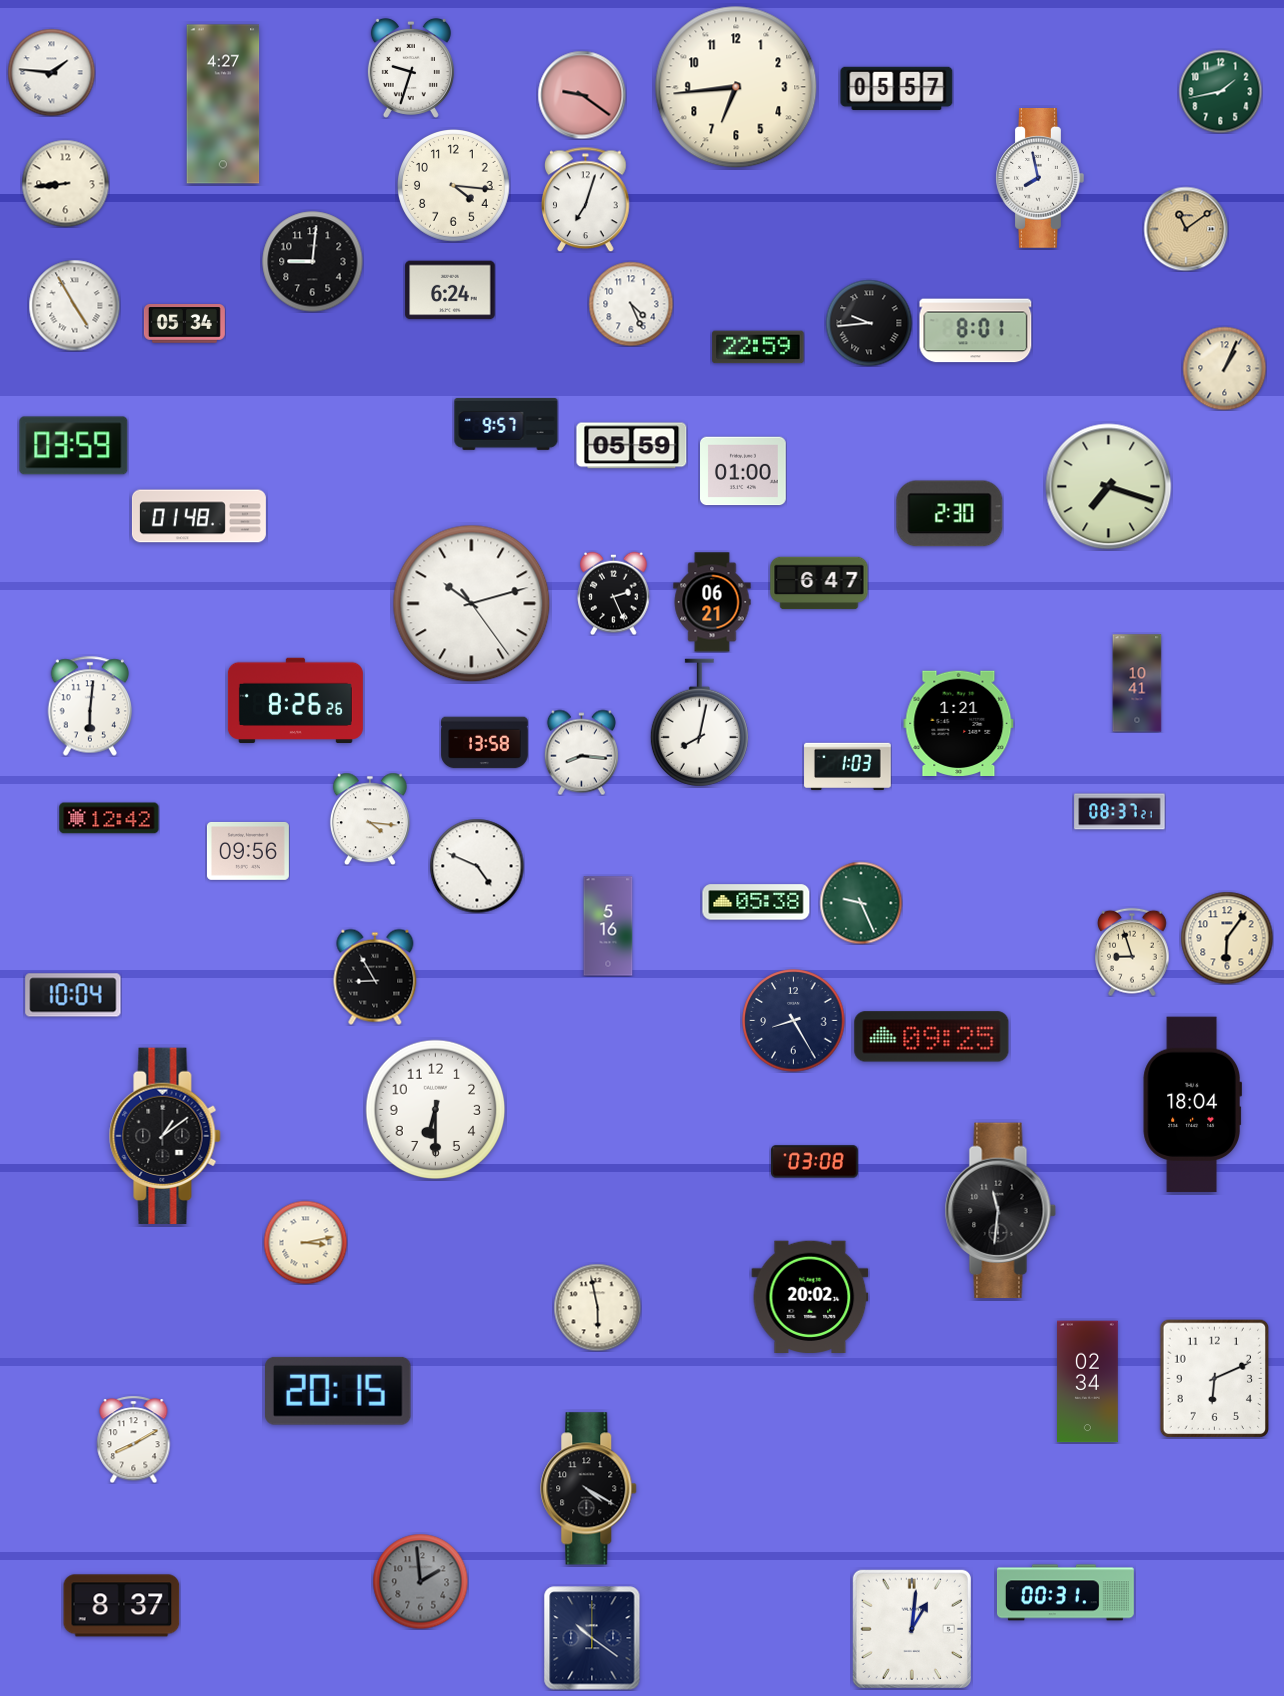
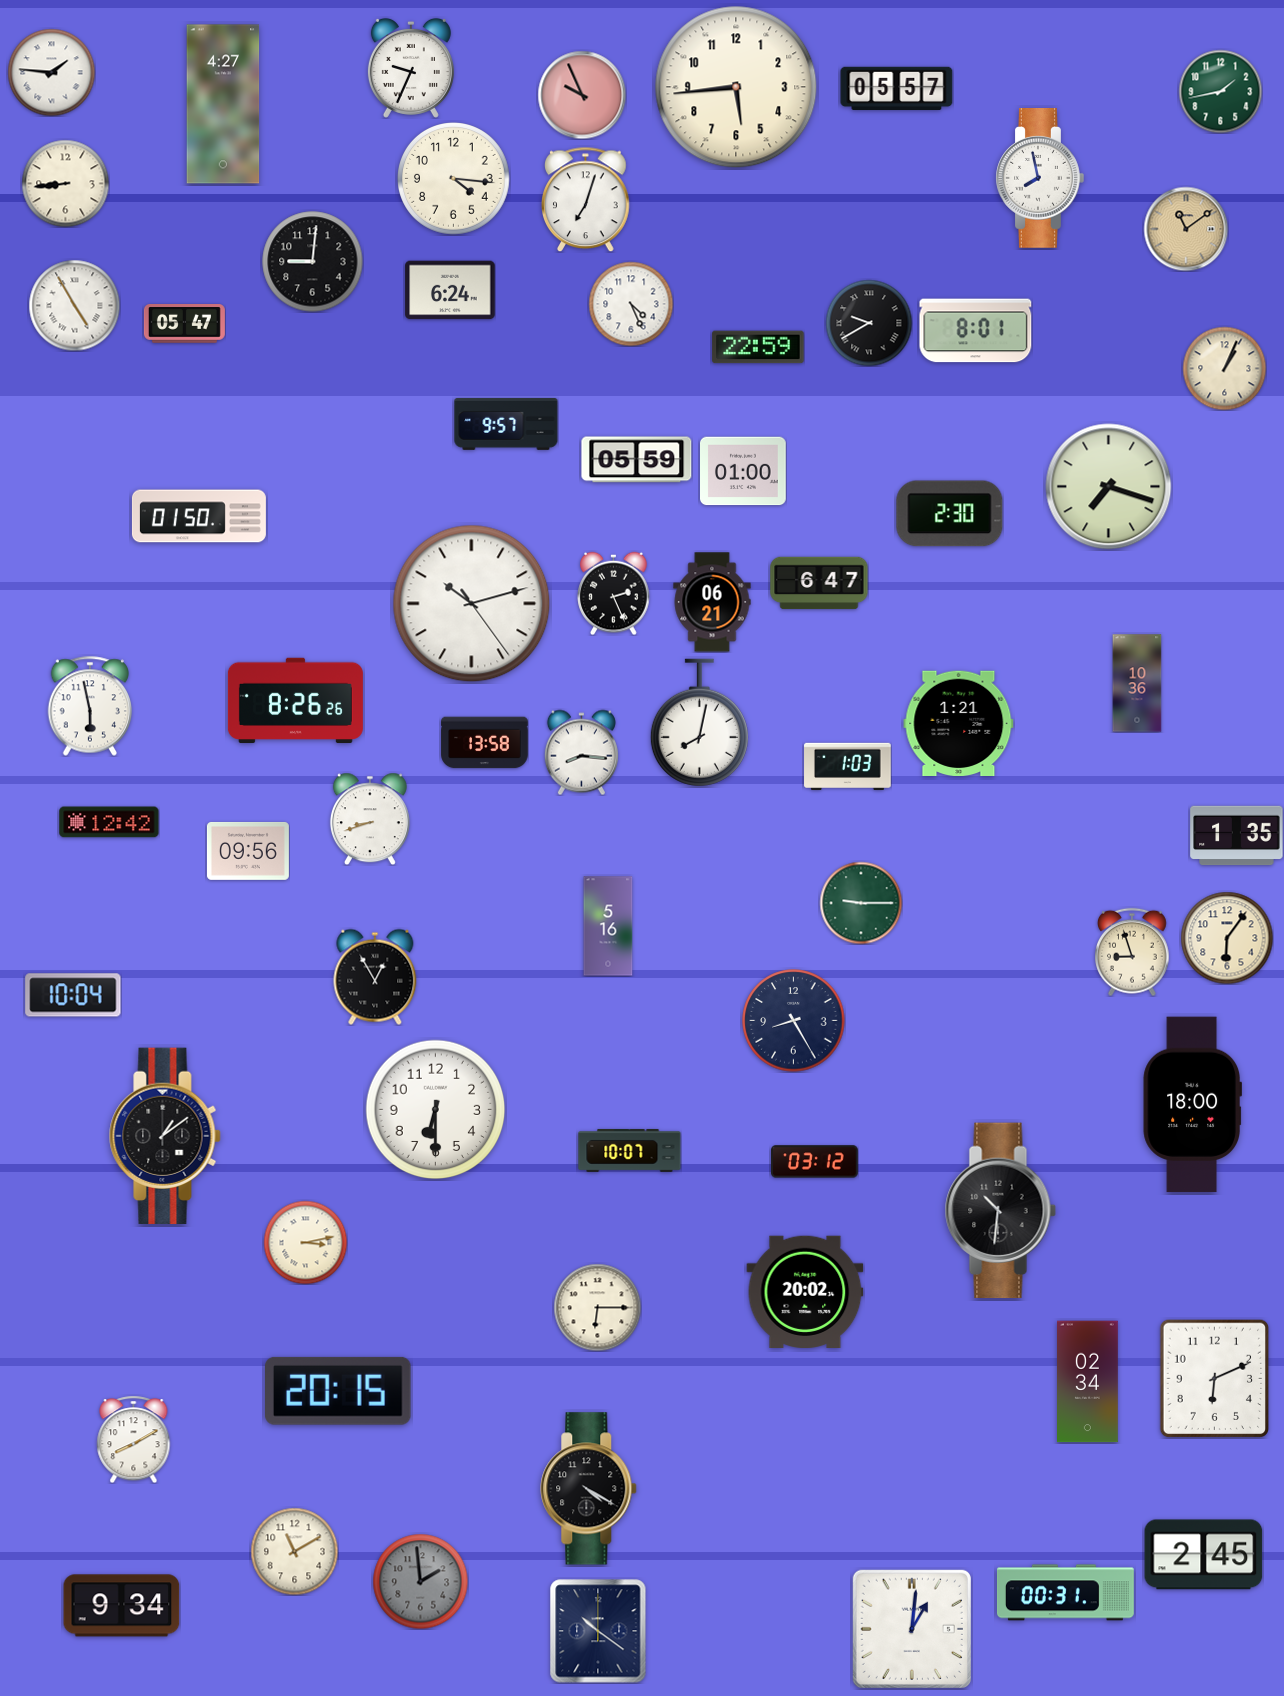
clock at (411, 68): 9:33 -> 9:34
clock at (736, 87): 6:44 -> 5:44
clock at (582, 95): 9:21 -> 9:56
clock at (454, 186) position: (454, 186) -> (454, 179)
clock at (869, 323): 9:44 -> 9:40
clock at (184, 324): 05:34 -> 05:47
clock at (74, 446): 03:59 -> none
clock at (632, 446) position: (632, 446) -> (637, 460)
clock at (199, 516): 01:48 -> 01:50
clock at (1137, 683): 10:41 -> 10:36
clock at (90, 706): 6:01 -> 5:58
clock at (1120, 812): 08:37 -> none
clock at (109, 818) position: (109, 818) -> (109, 822)
clock at (370, 819): 4:16 -> 8:42
clock at (1237, 836): none -> 1:35
clock at (477, 866): 4:49 -> none
clock at (756, 902): 05:38 -> none
clock at (861, 903): 9:26 -> 9:15
clock at (375, 977): 8:55 -> 12:55
clock at (932, 1037): 09:25 -> none
clock at (1192, 1105): 18:04 -> 18:00
clock at (630, 1150): none -> 10:07
clock at (815, 1162): 03:08 -> 03:12
clock at (1000, 1211): 11:31 -> 10:31
clock at (810, 1296) position: (810, 1296) -> (805, 1291)
clock at (597, 1307): 5:58 -> 6:15
clock at (294, 1551): none -> 11:10
clock at (1204, 1555): none -> 2:45
clock at (122, 1606): 8:37 -> 9:34
clock at (592, 1638) position: (592, 1638) -> (598, 1631)
